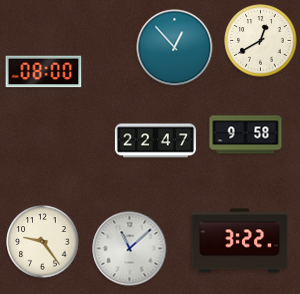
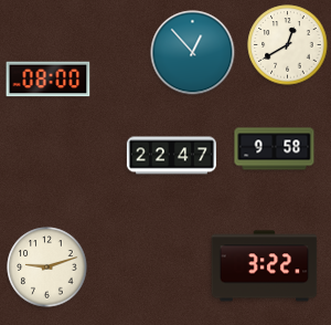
clock at (246, 135) position: (246, 135) -> (275, 149)
clock at (43, 242): 9:24 -> 9:12
clock at (130, 249): 11:08 -> none
